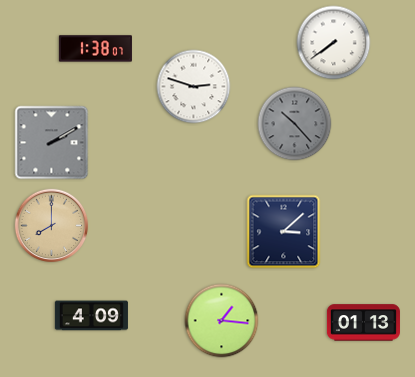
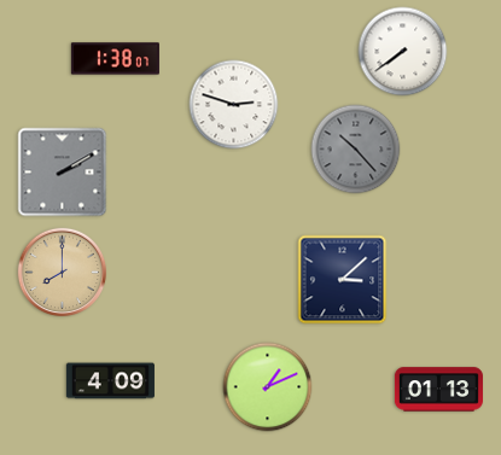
clock at (222, 321): 1:16 -> 1:11
